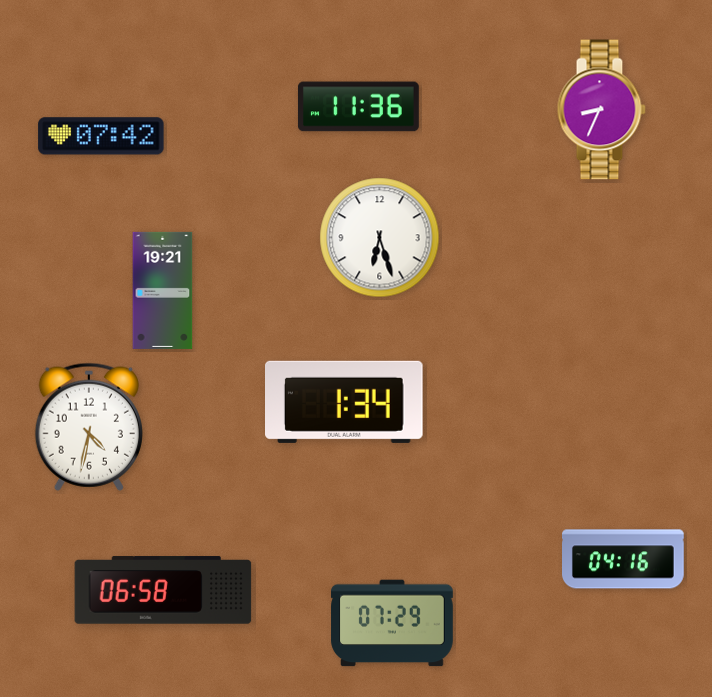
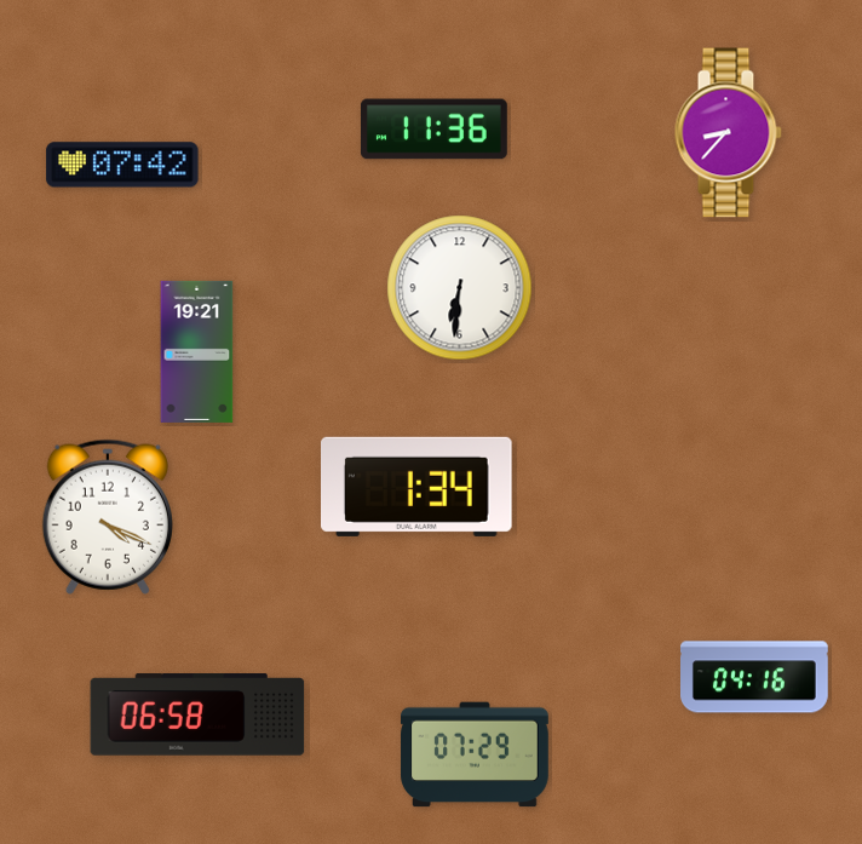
clock at (601, 110): 8:34 -> 8:37
clock at (380, 238): 6:27 -> 6:31
clock at (89, 427): 4:32 -> 4:19
